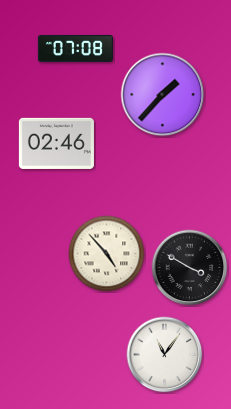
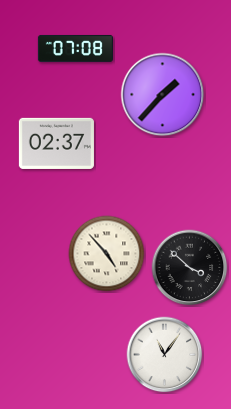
clock at (56, 143): 02:46 -> 02:37
clock at (190, 268): 3:50 -> 3:52
